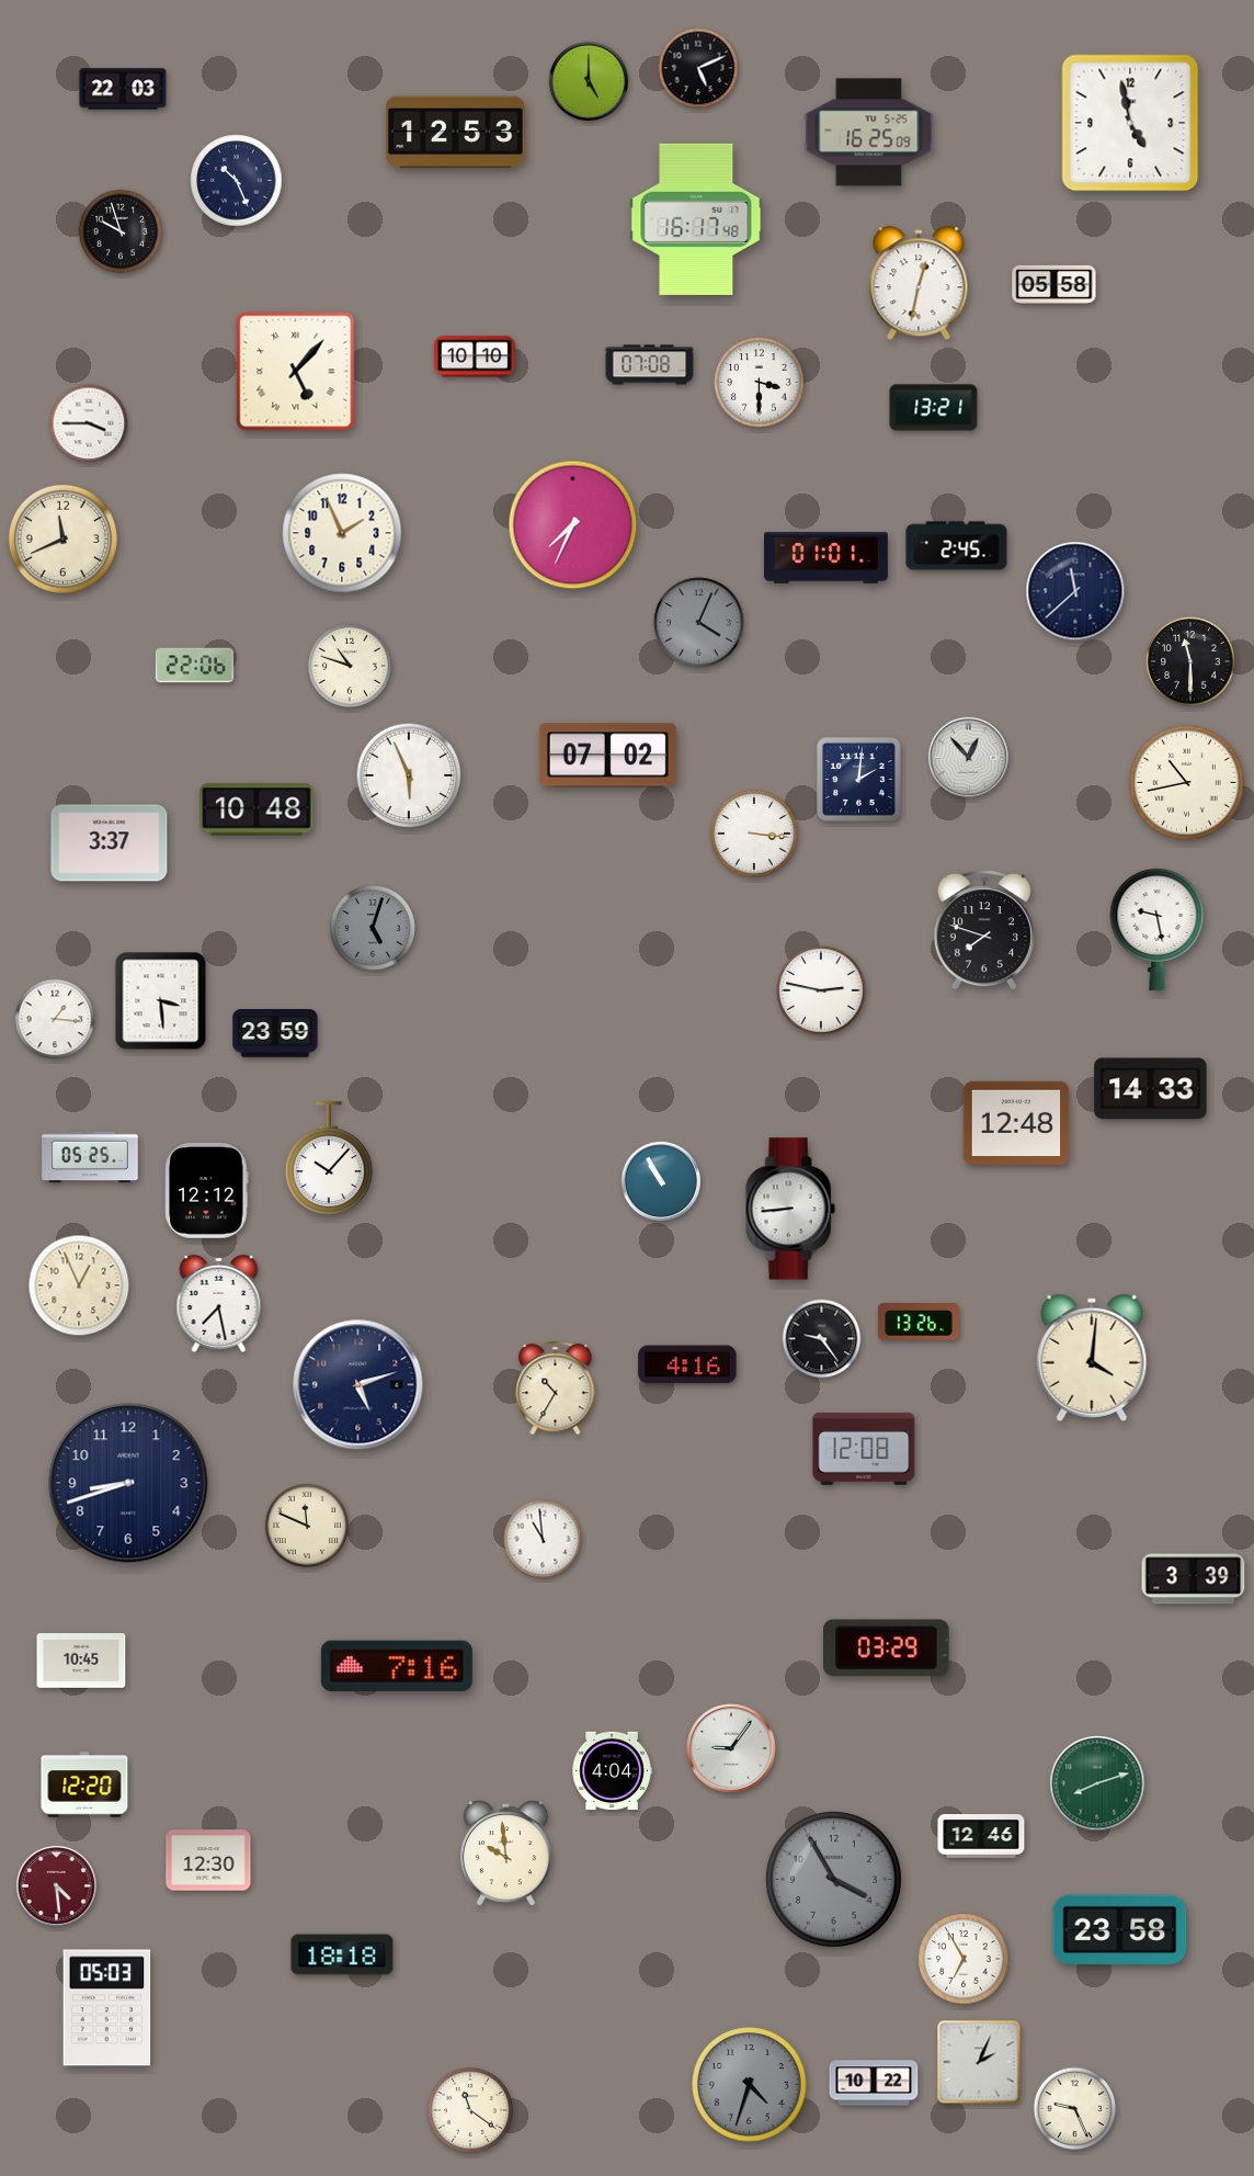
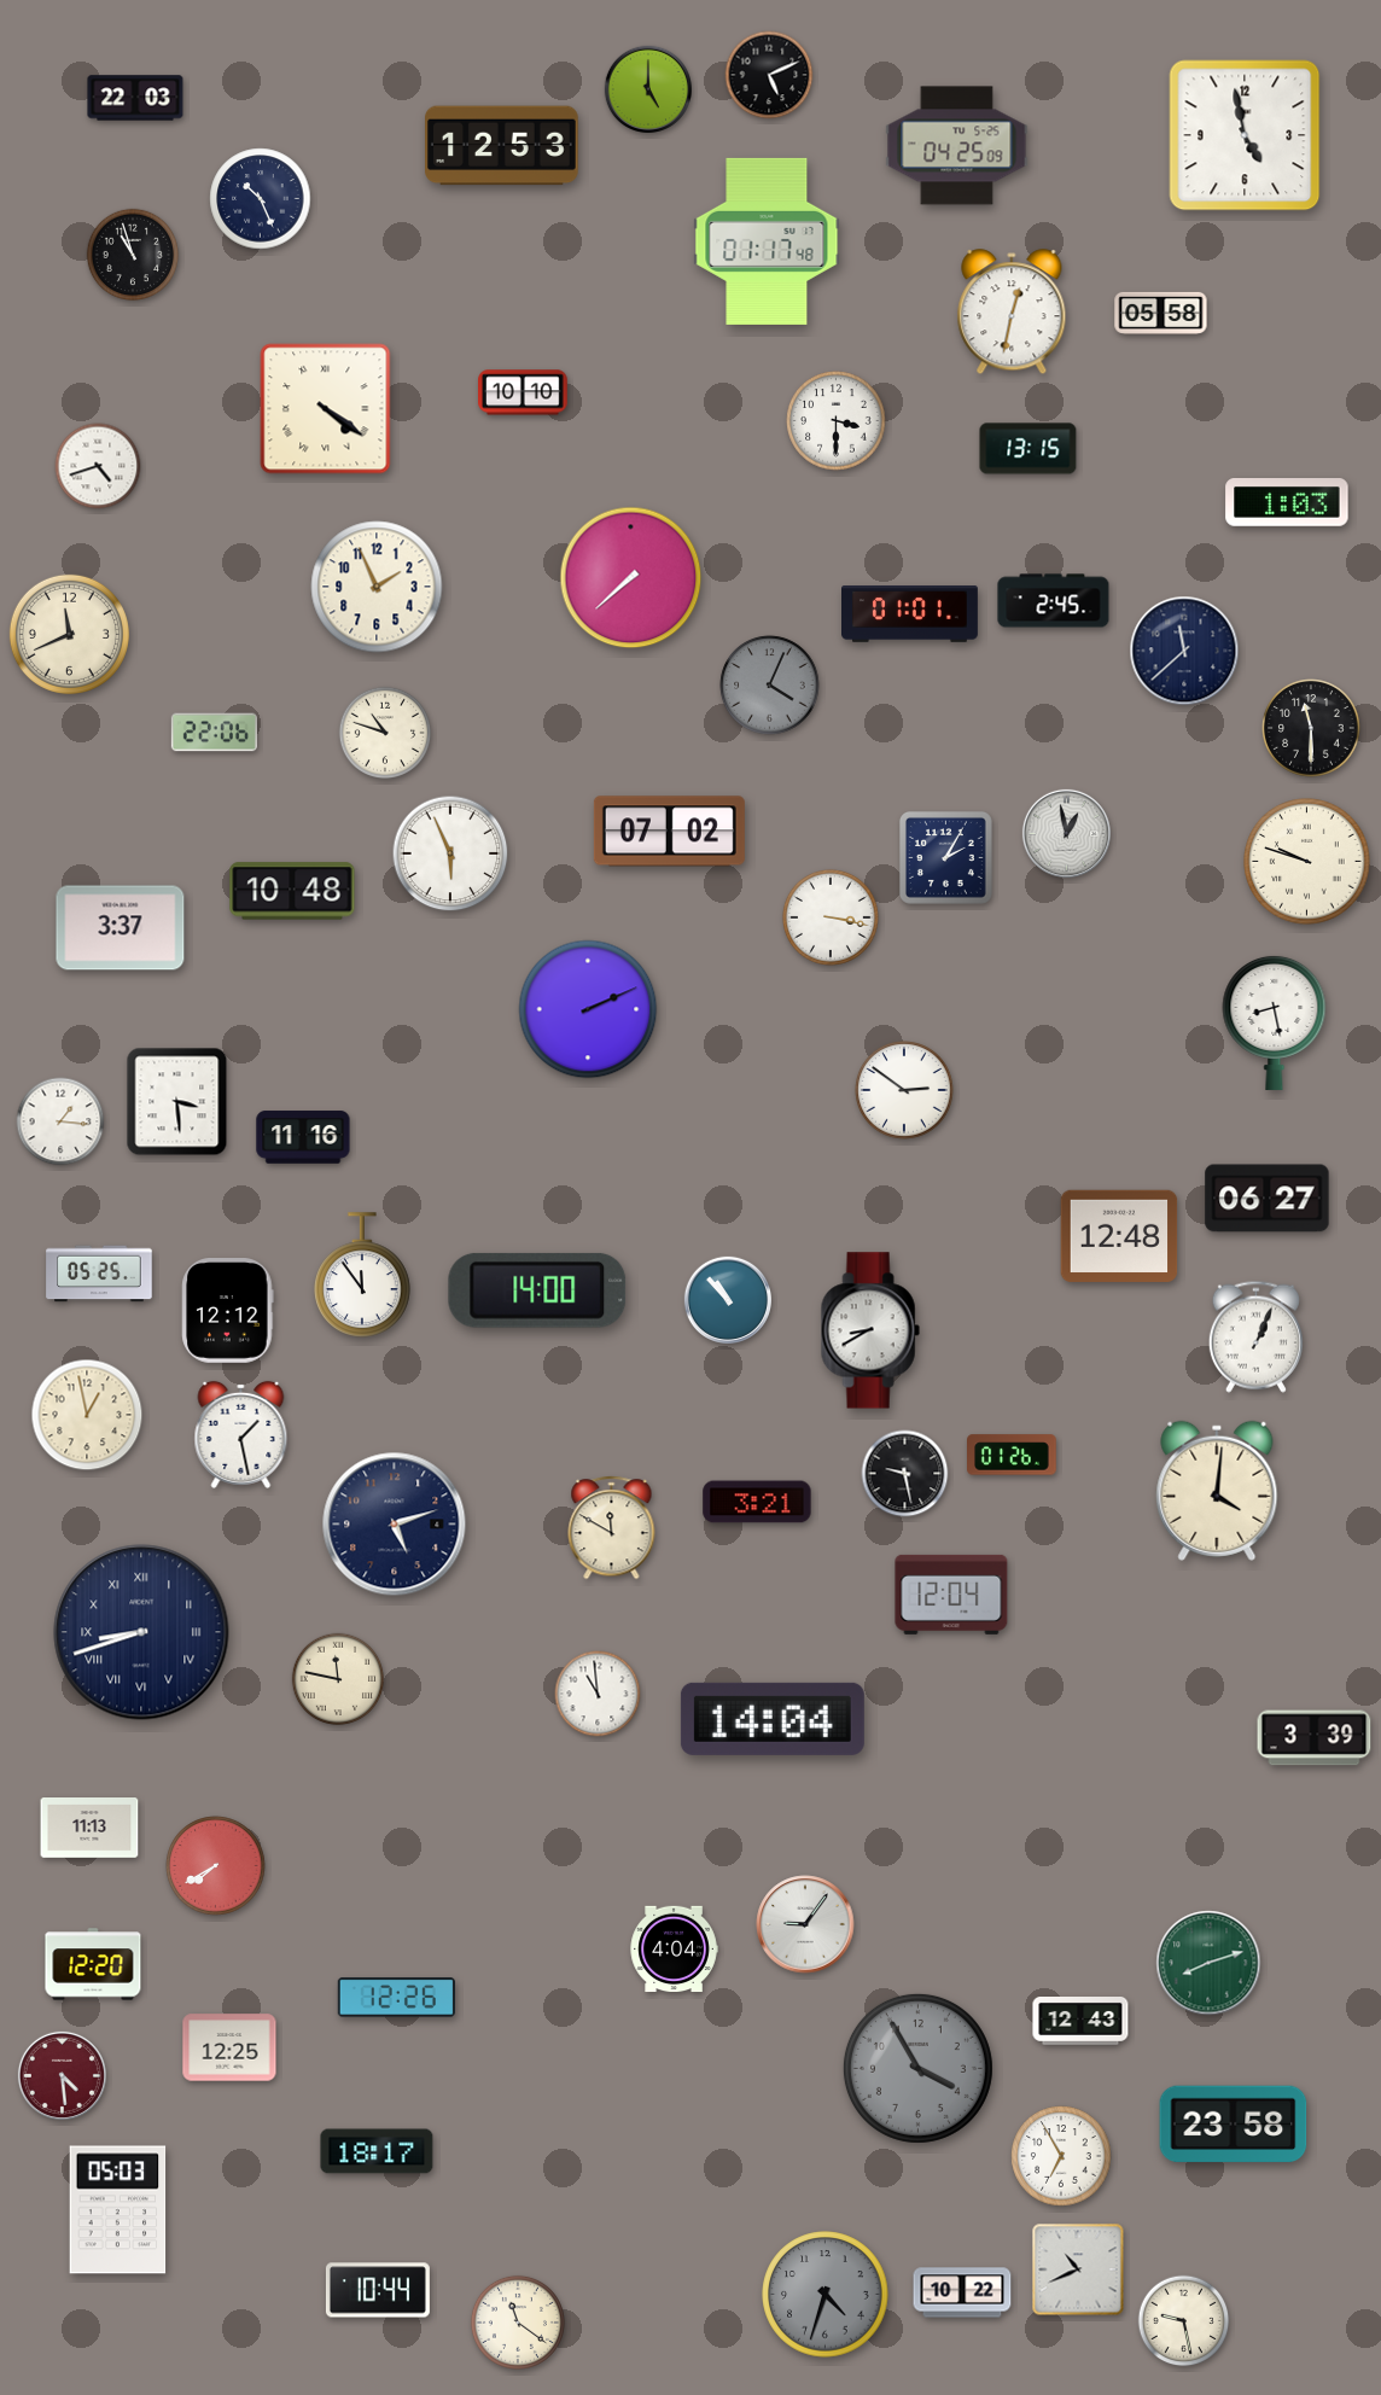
clock at (869, 133): 16:25 -> 04:25
clock at (696, 219): 16:17 -> 01:17
clock at (121, 231): 9:57 -> 10:57
clock at (650, 365): 07:08 -> none
clock at (296, 372): 5:07 -> 4:21
clock at (934, 408): 13:21 -> 13:15
clock at (89, 423): 3:45 -> 4:42
clock at (1287, 502): none -> 1:03
clock at (573, 525): 7:34 -> 7:38
clock at (62, 539) position: (62, 539) -> (69, 634)
clock at (968, 757): 12:53 -> 12:58
clock at (859, 780): 2:01 -> 2:05
clock at (1187, 783): 10:43 -> 9:48
clock at (256, 809) position: (256, 809) -> (292, 891)
clock at (754, 834): 3:16 -> 3:17
clock at (588, 1009): none -> 2:11
clock at (373, 928): 5:03 -> none
clock at (1158, 929): 9:28 -> 8:28
clock at (984, 930): 7:48 -> none
clock at (821, 990): 2:47 -> 2:51
clock at (275, 1033): 23:59 -> 11:16
clock at (1151, 1089): 14:33 -> 06:27
clock at (330, 1158): 10:07 -> 11:54
clock at (537, 1290): none -> 14:00
clock at (660, 1180): 10:55 -> 10:53
clock at (790, 1209): 8:44 -> 8:40
clock at (1255, 1336): none -> 1:04
clock at (79, 1285): 12:56 -> 12:58
clock at (219, 1303): 7:28 -> 1:28
clock at (919, 1322): 13:26 -> 01:26
clock at (822, 1339): 9:24 -> 9:28
clock at (1092, 1358) position: (1092, 1358) -> (1217, 1491)
clock at (687, 1364): 4:16 -> 3:21
clock at (556, 1389): 10:35 -> 11:50
clock at (864, 1449): 12:08 -> 12:04
clock at (128, 1483) numerals: Arabic -> Roman
clock at (307, 1526): 11:49 -> 11:47
clock at (773, 1719): none -> 14:04
clock at (887, 1648): 03:29 -> none
clock at (81, 1662): 10:45 -> 11:13
clock at (397, 1665): 7:16 -> none
clock at (216, 1866): none -> 7:40
clock at (396, 1998): none -> 12:26
clock at (981, 1837): 12:46 -> 12:43
clock at (505, 1854): 9:59 -> none
clock at (208, 1860): 12:30 -> 12:25
clock at (342, 1954): 18:18 -> 18:17
clock at (979, 2062): 2:04 -> 10:41
clock at (378, 2290): none -> 10:44
clock at (1075, 2109): 9:26 -> 9:28
